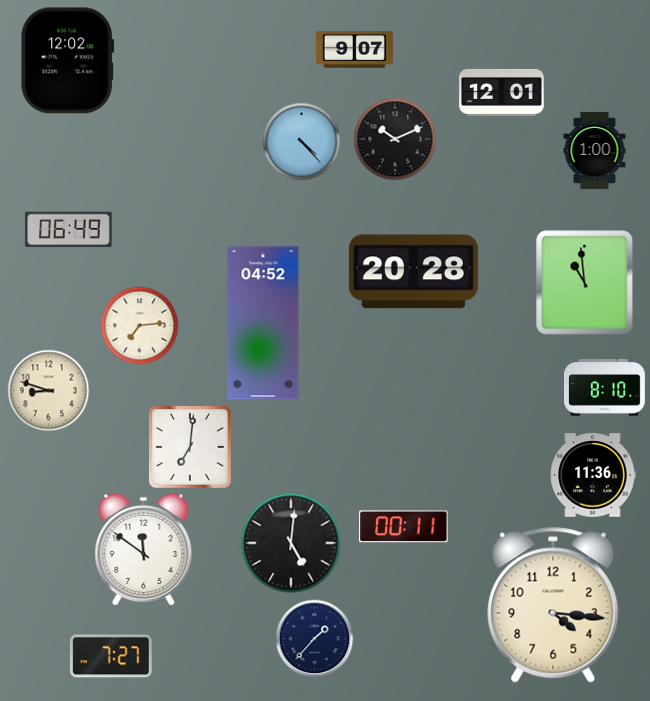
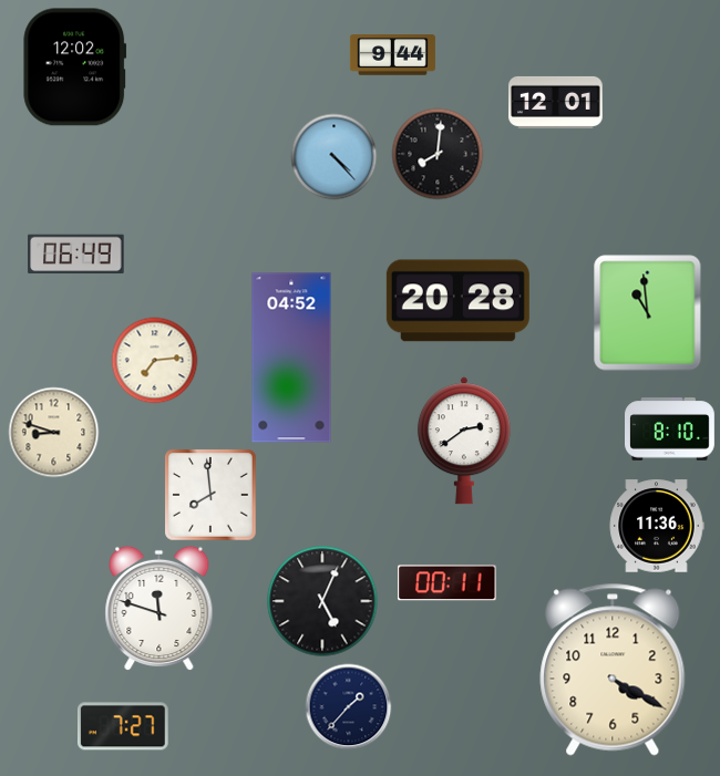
clock at (354, 50): 9:07 -> 9:44
clock at (395, 139): 10:11 -> 8:01
clock at (595, 150): 1:00 -> none
clock at (464, 441): none -> 2:39
clock at (190, 447): 7:01 -> 7:59
clock at (291, 543): 5:01 -> 5:04
clock at (144, 549): 11:51 -> 11:48
clock at (553, 605): 4:16 -> 4:20
